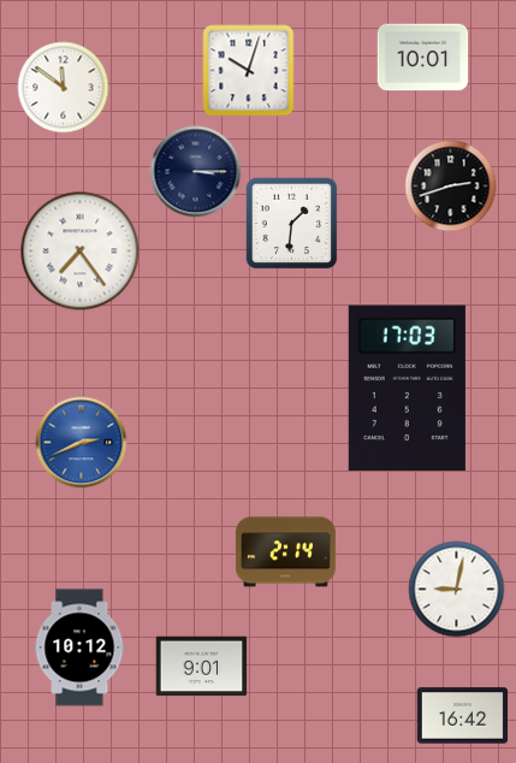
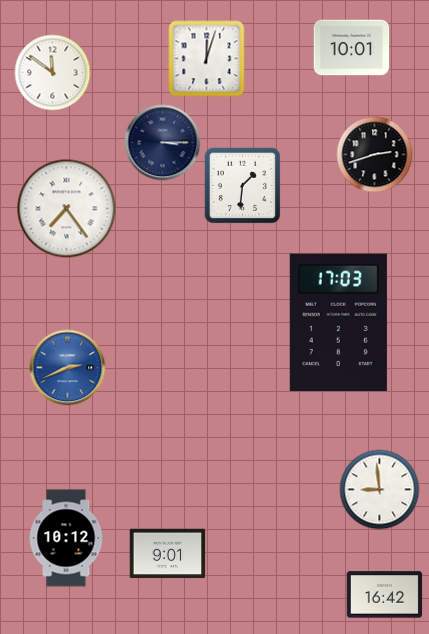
clock at (249, 71): 10:03 -> 12:03
clock at (286, 552): 2:14 -> none
clock at (457, 590): 9:02 -> 8:59
